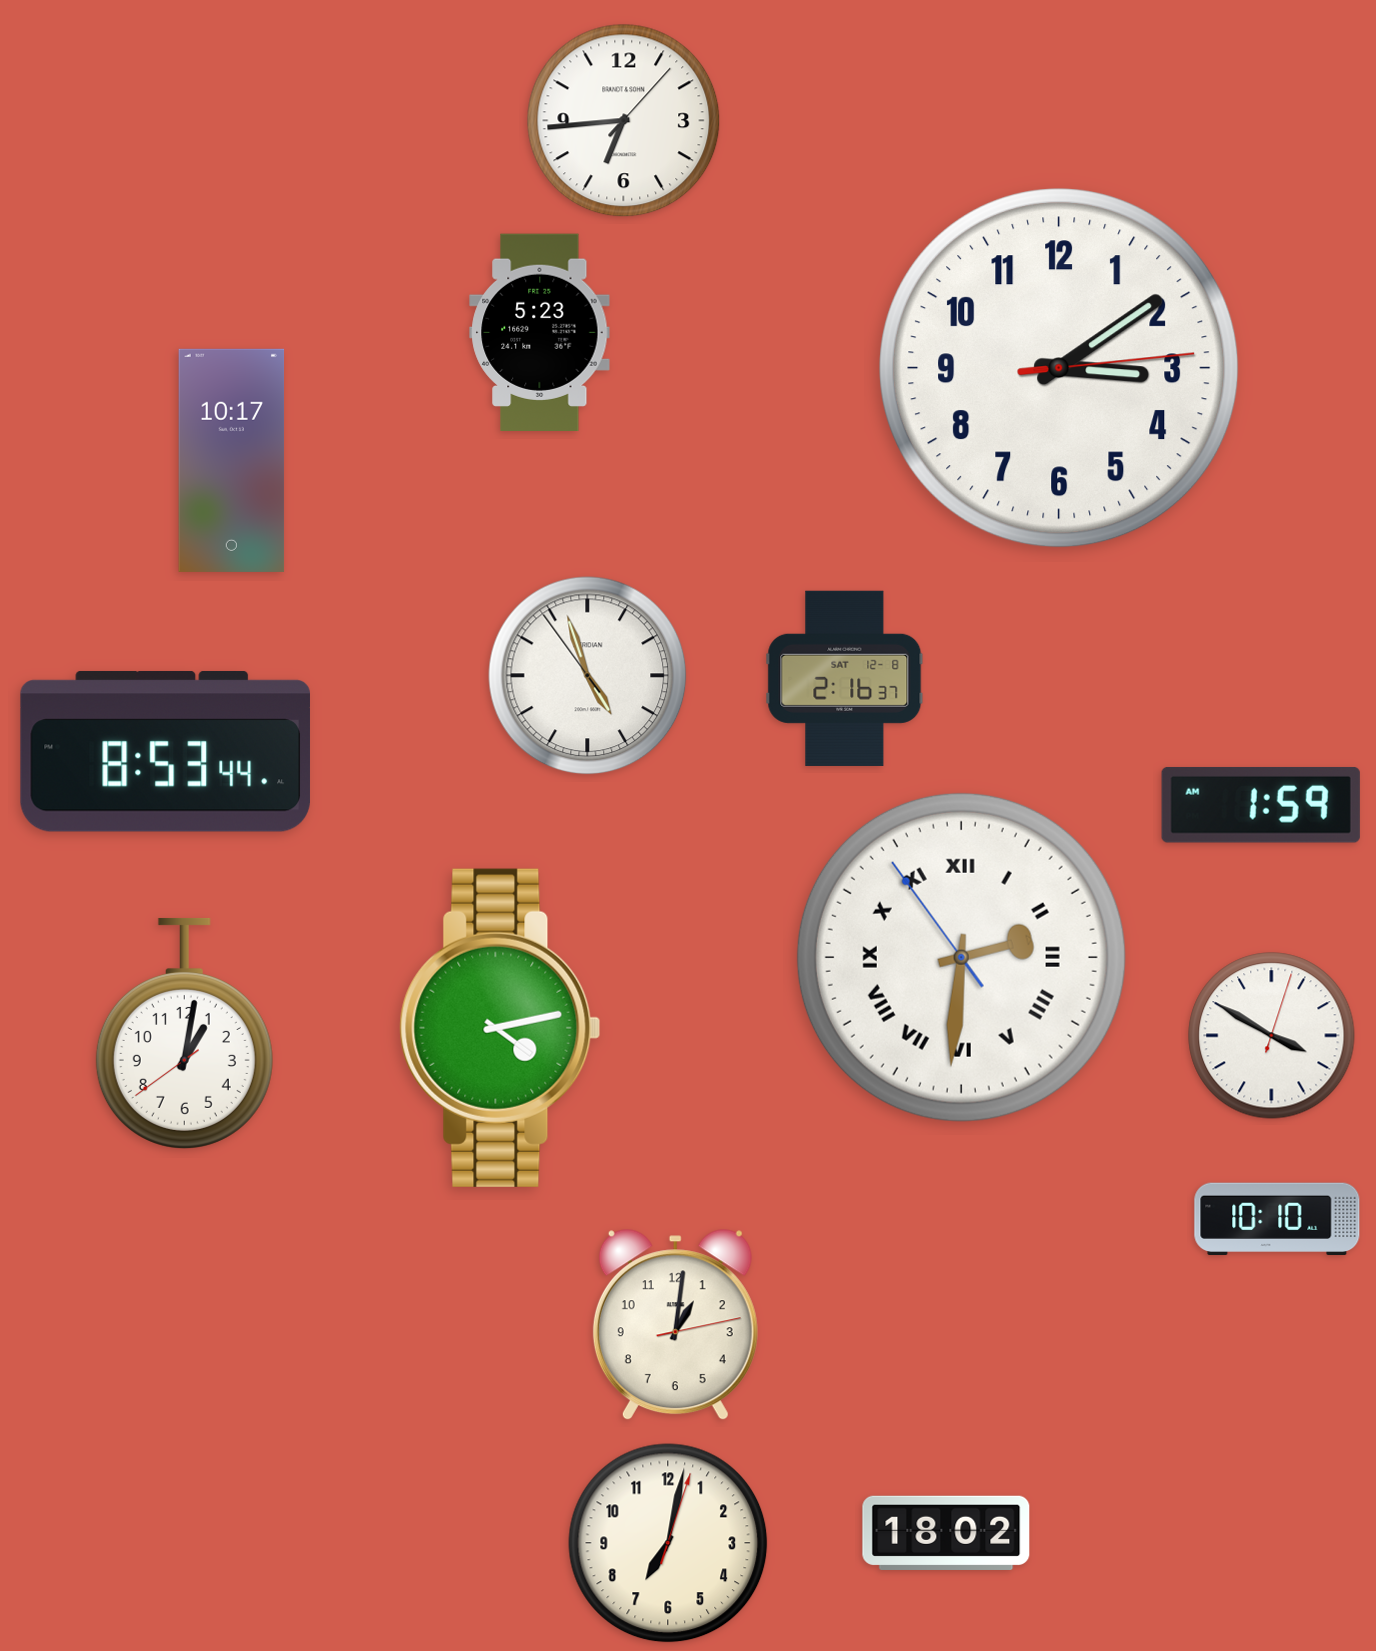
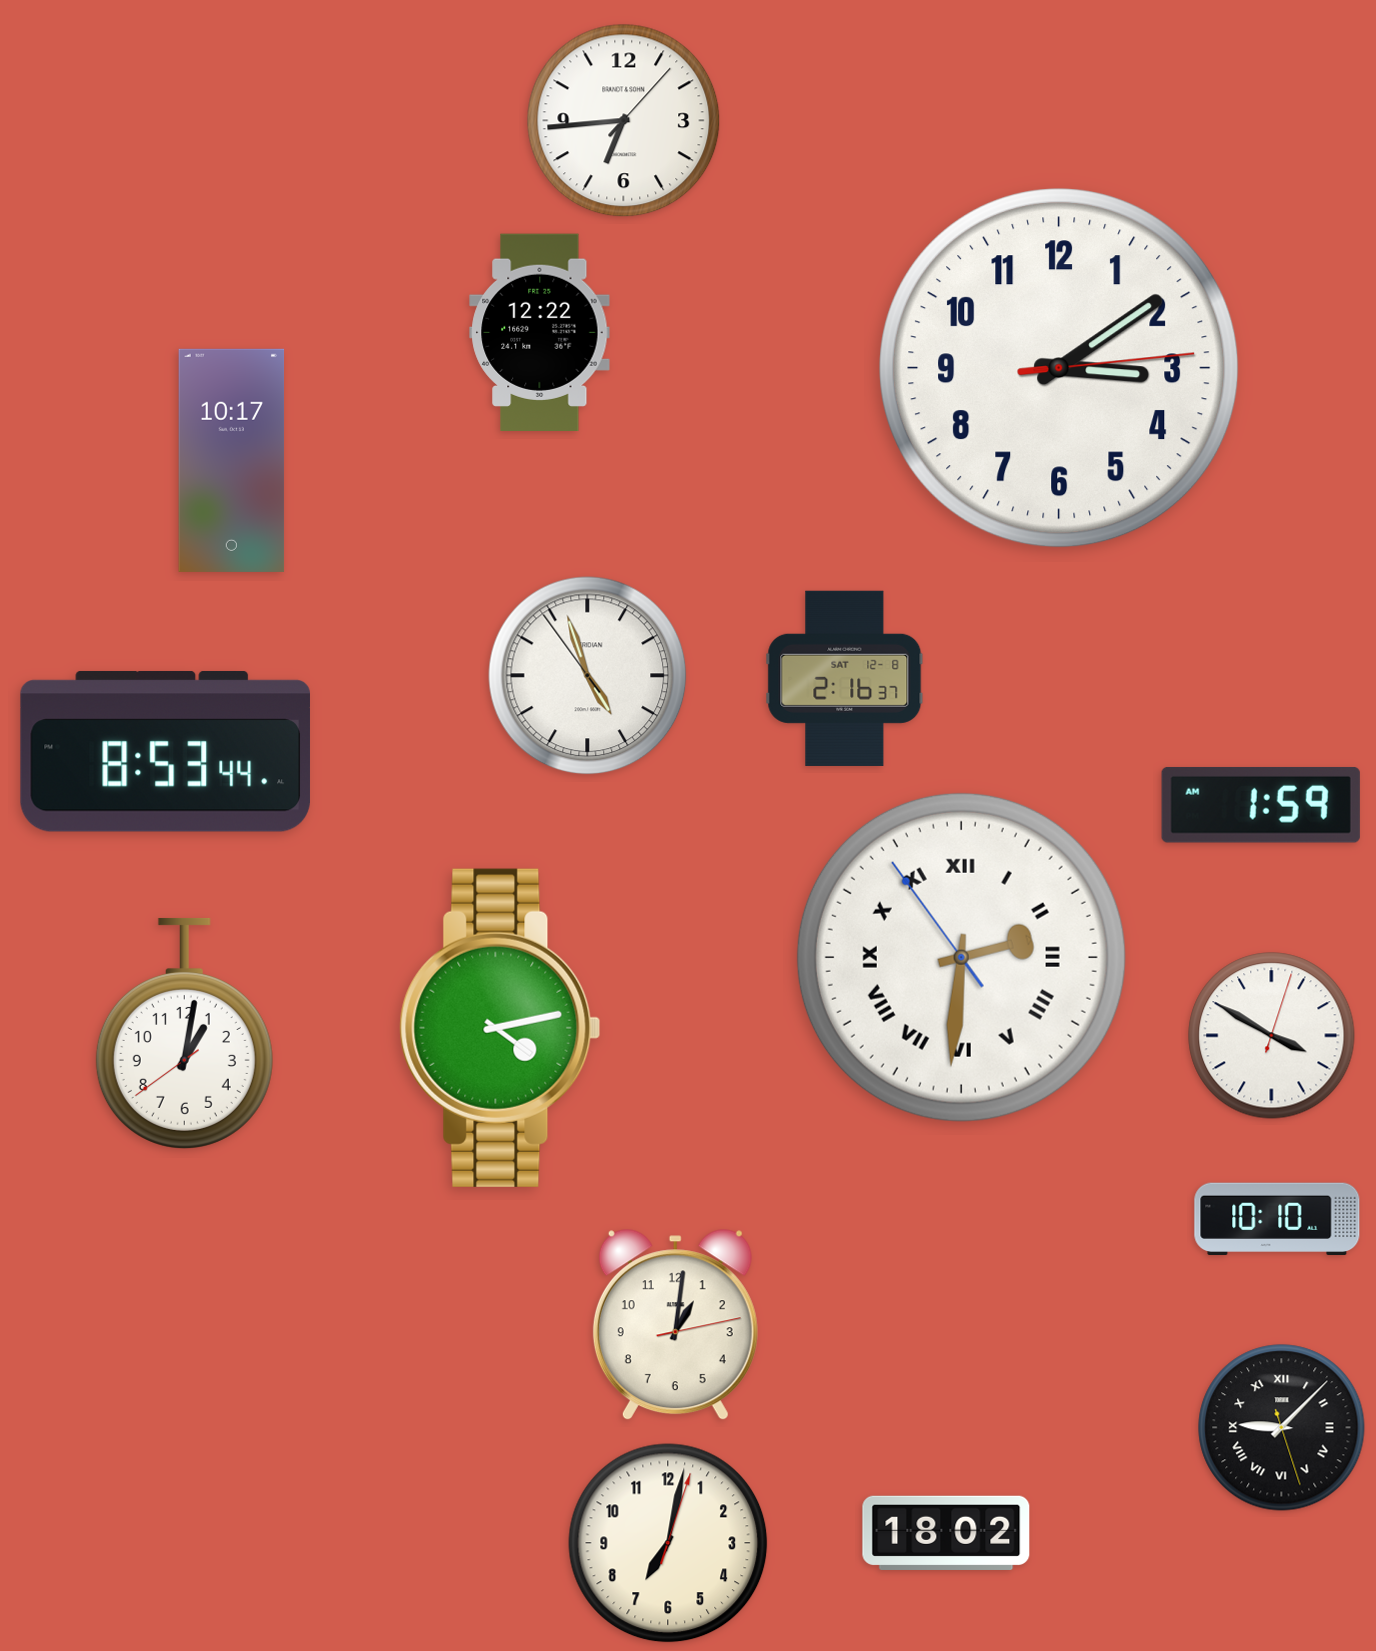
clock at (540, 332): 5:23 -> 12:22
clock at (1282, 1428): none -> 9:07
